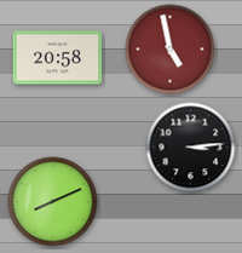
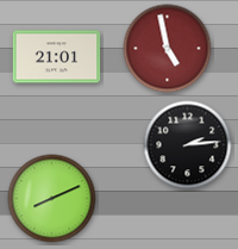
clock at (58, 58): 20:58 -> 21:01
clock at (191, 148): 3:14 -> 2:14
